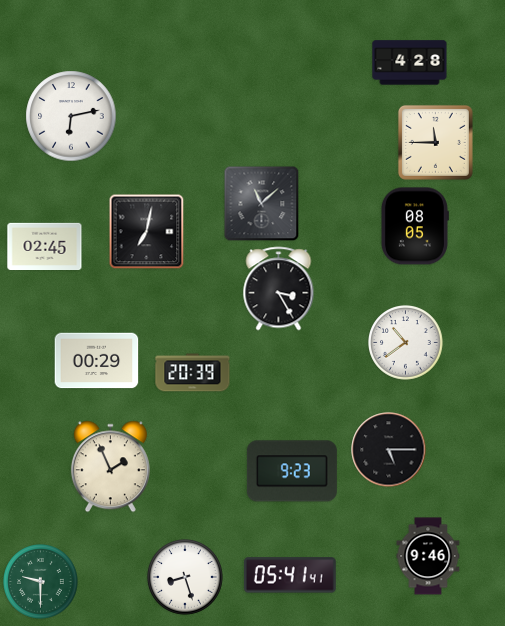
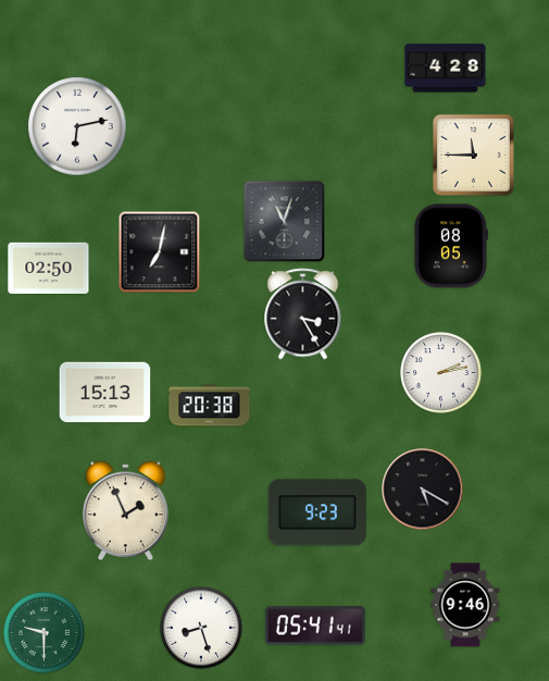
clock at (262, 204): 11:08 -> 11:03
clock at (45, 246): 02:45 -> 02:50
clock at (406, 343): 10:39 -> 2:13
clock at (97, 361): 00:29 -> 15:13
clock at (193, 373): 20:39 -> 20:38
clock at (389, 450): 5:15 -> 5:20
clock at (110, 467) position: (110, 467) -> (125, 511)
